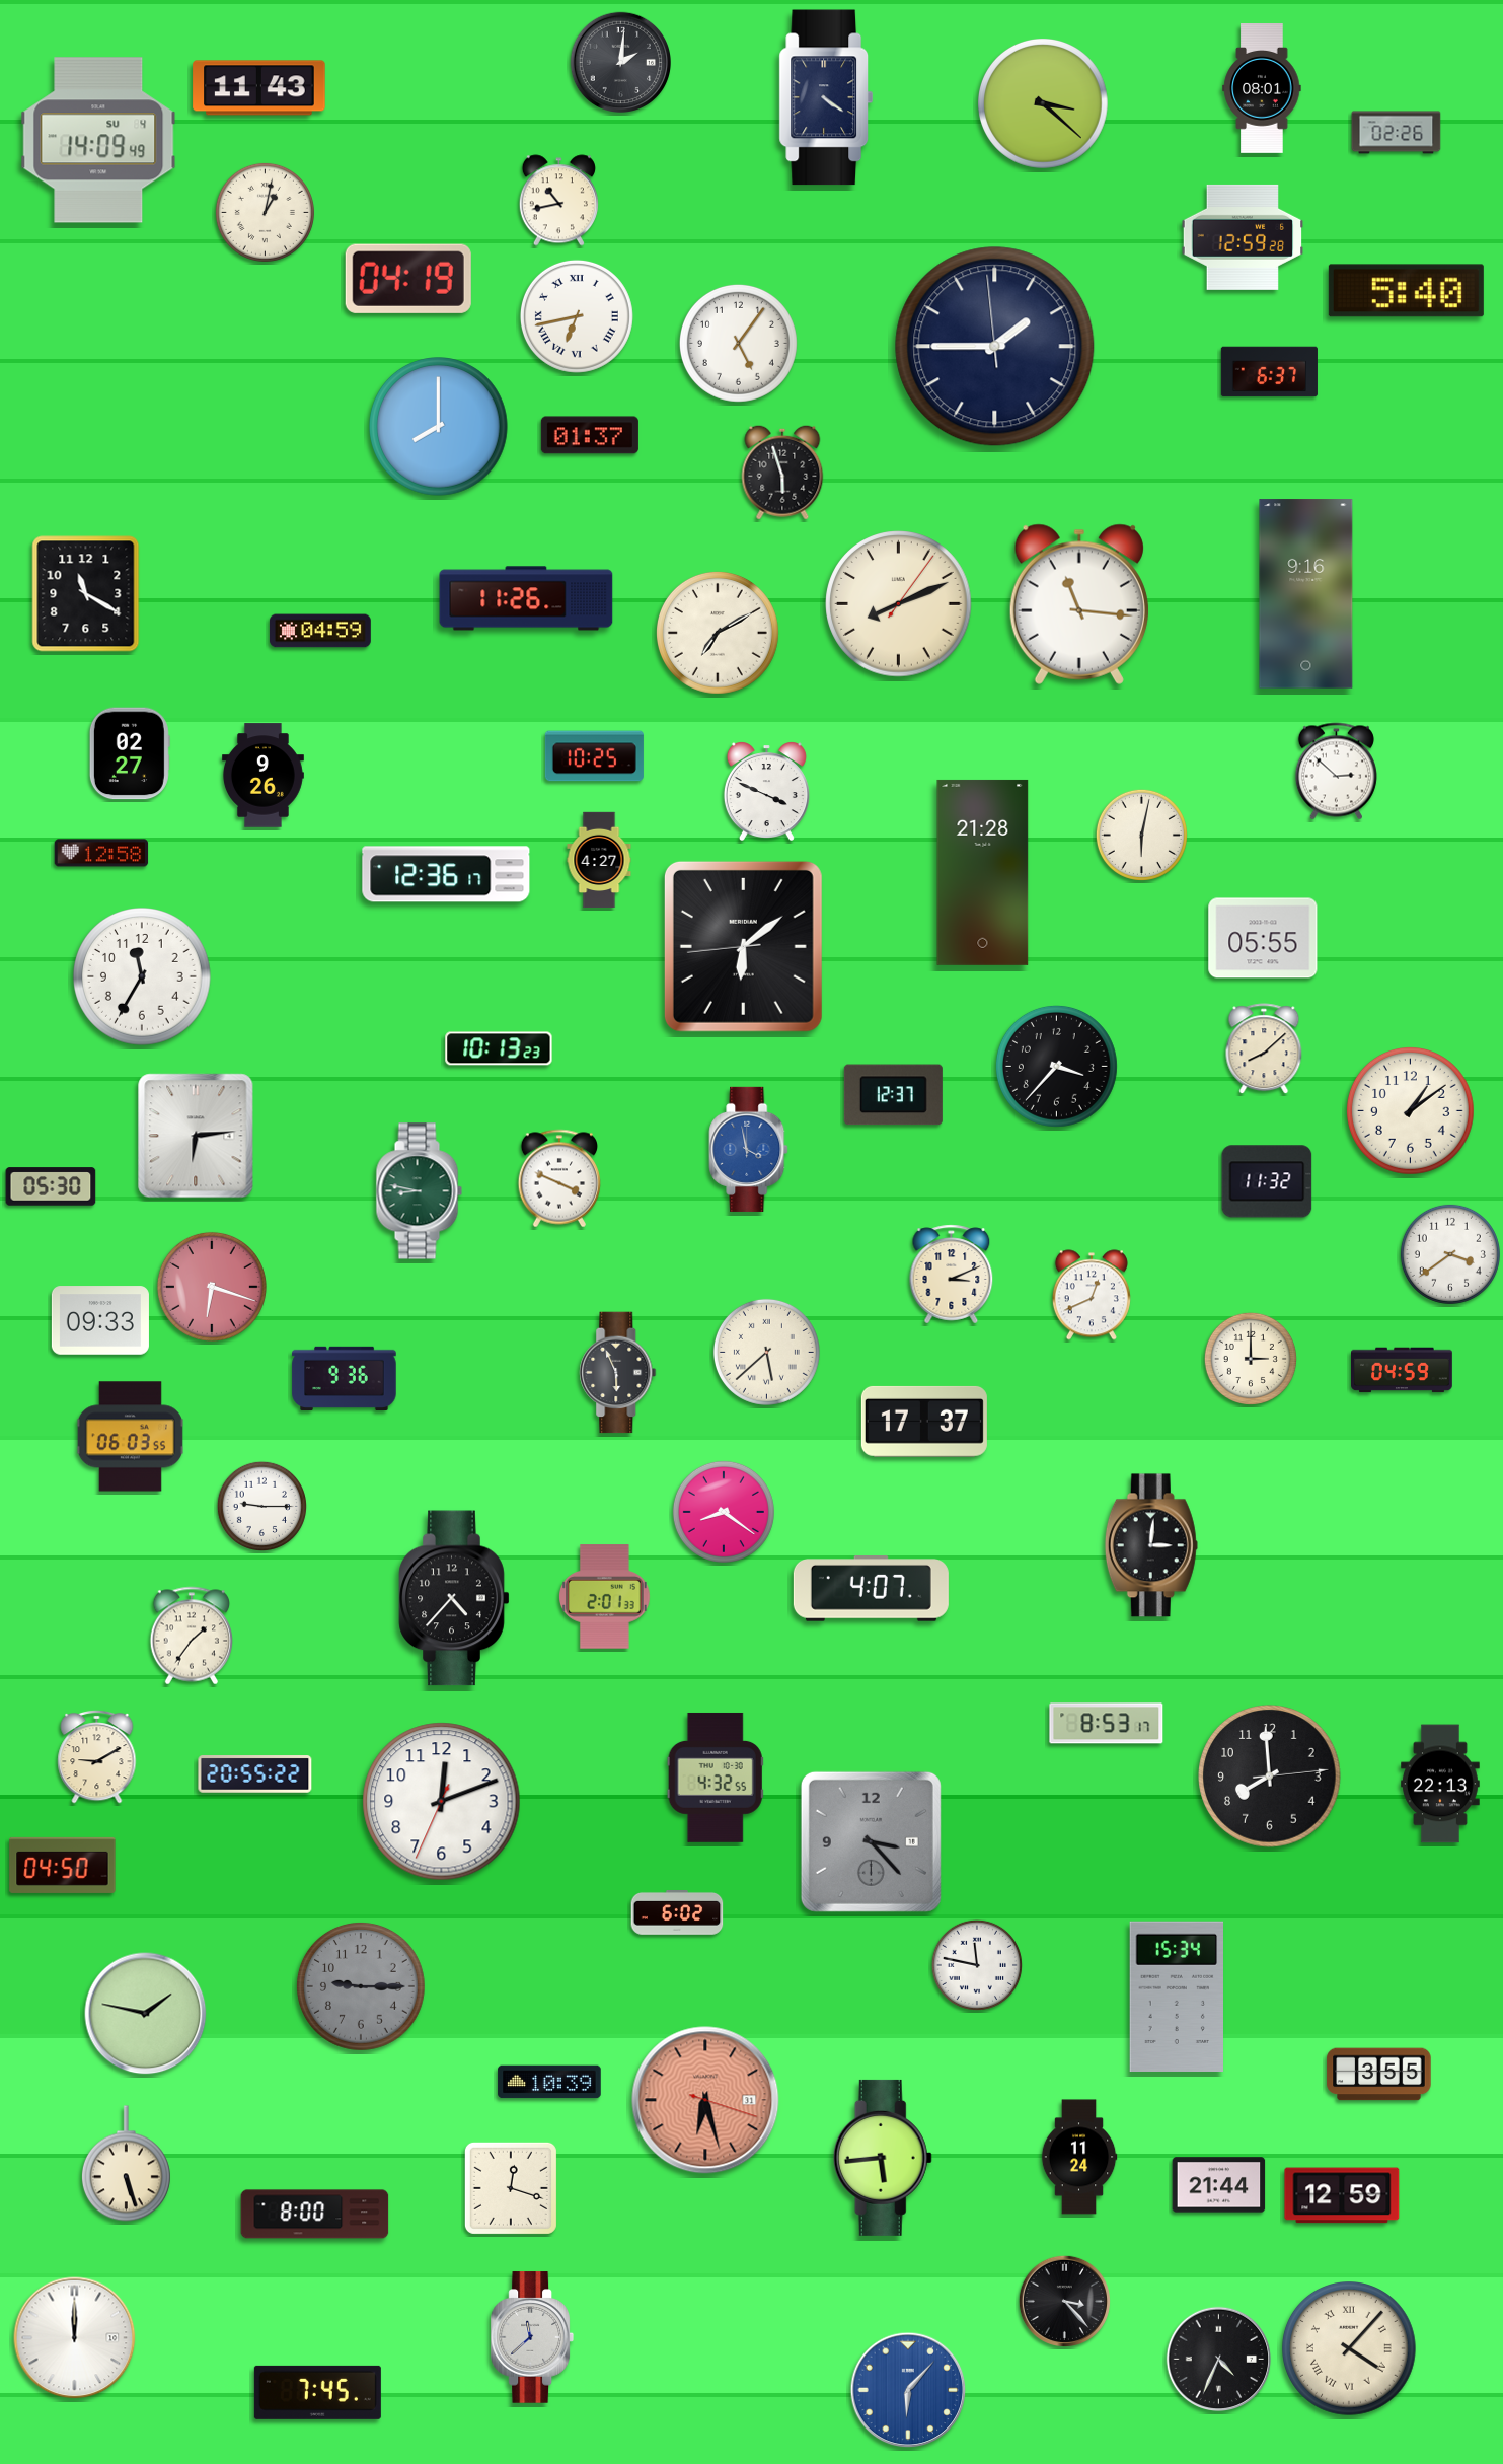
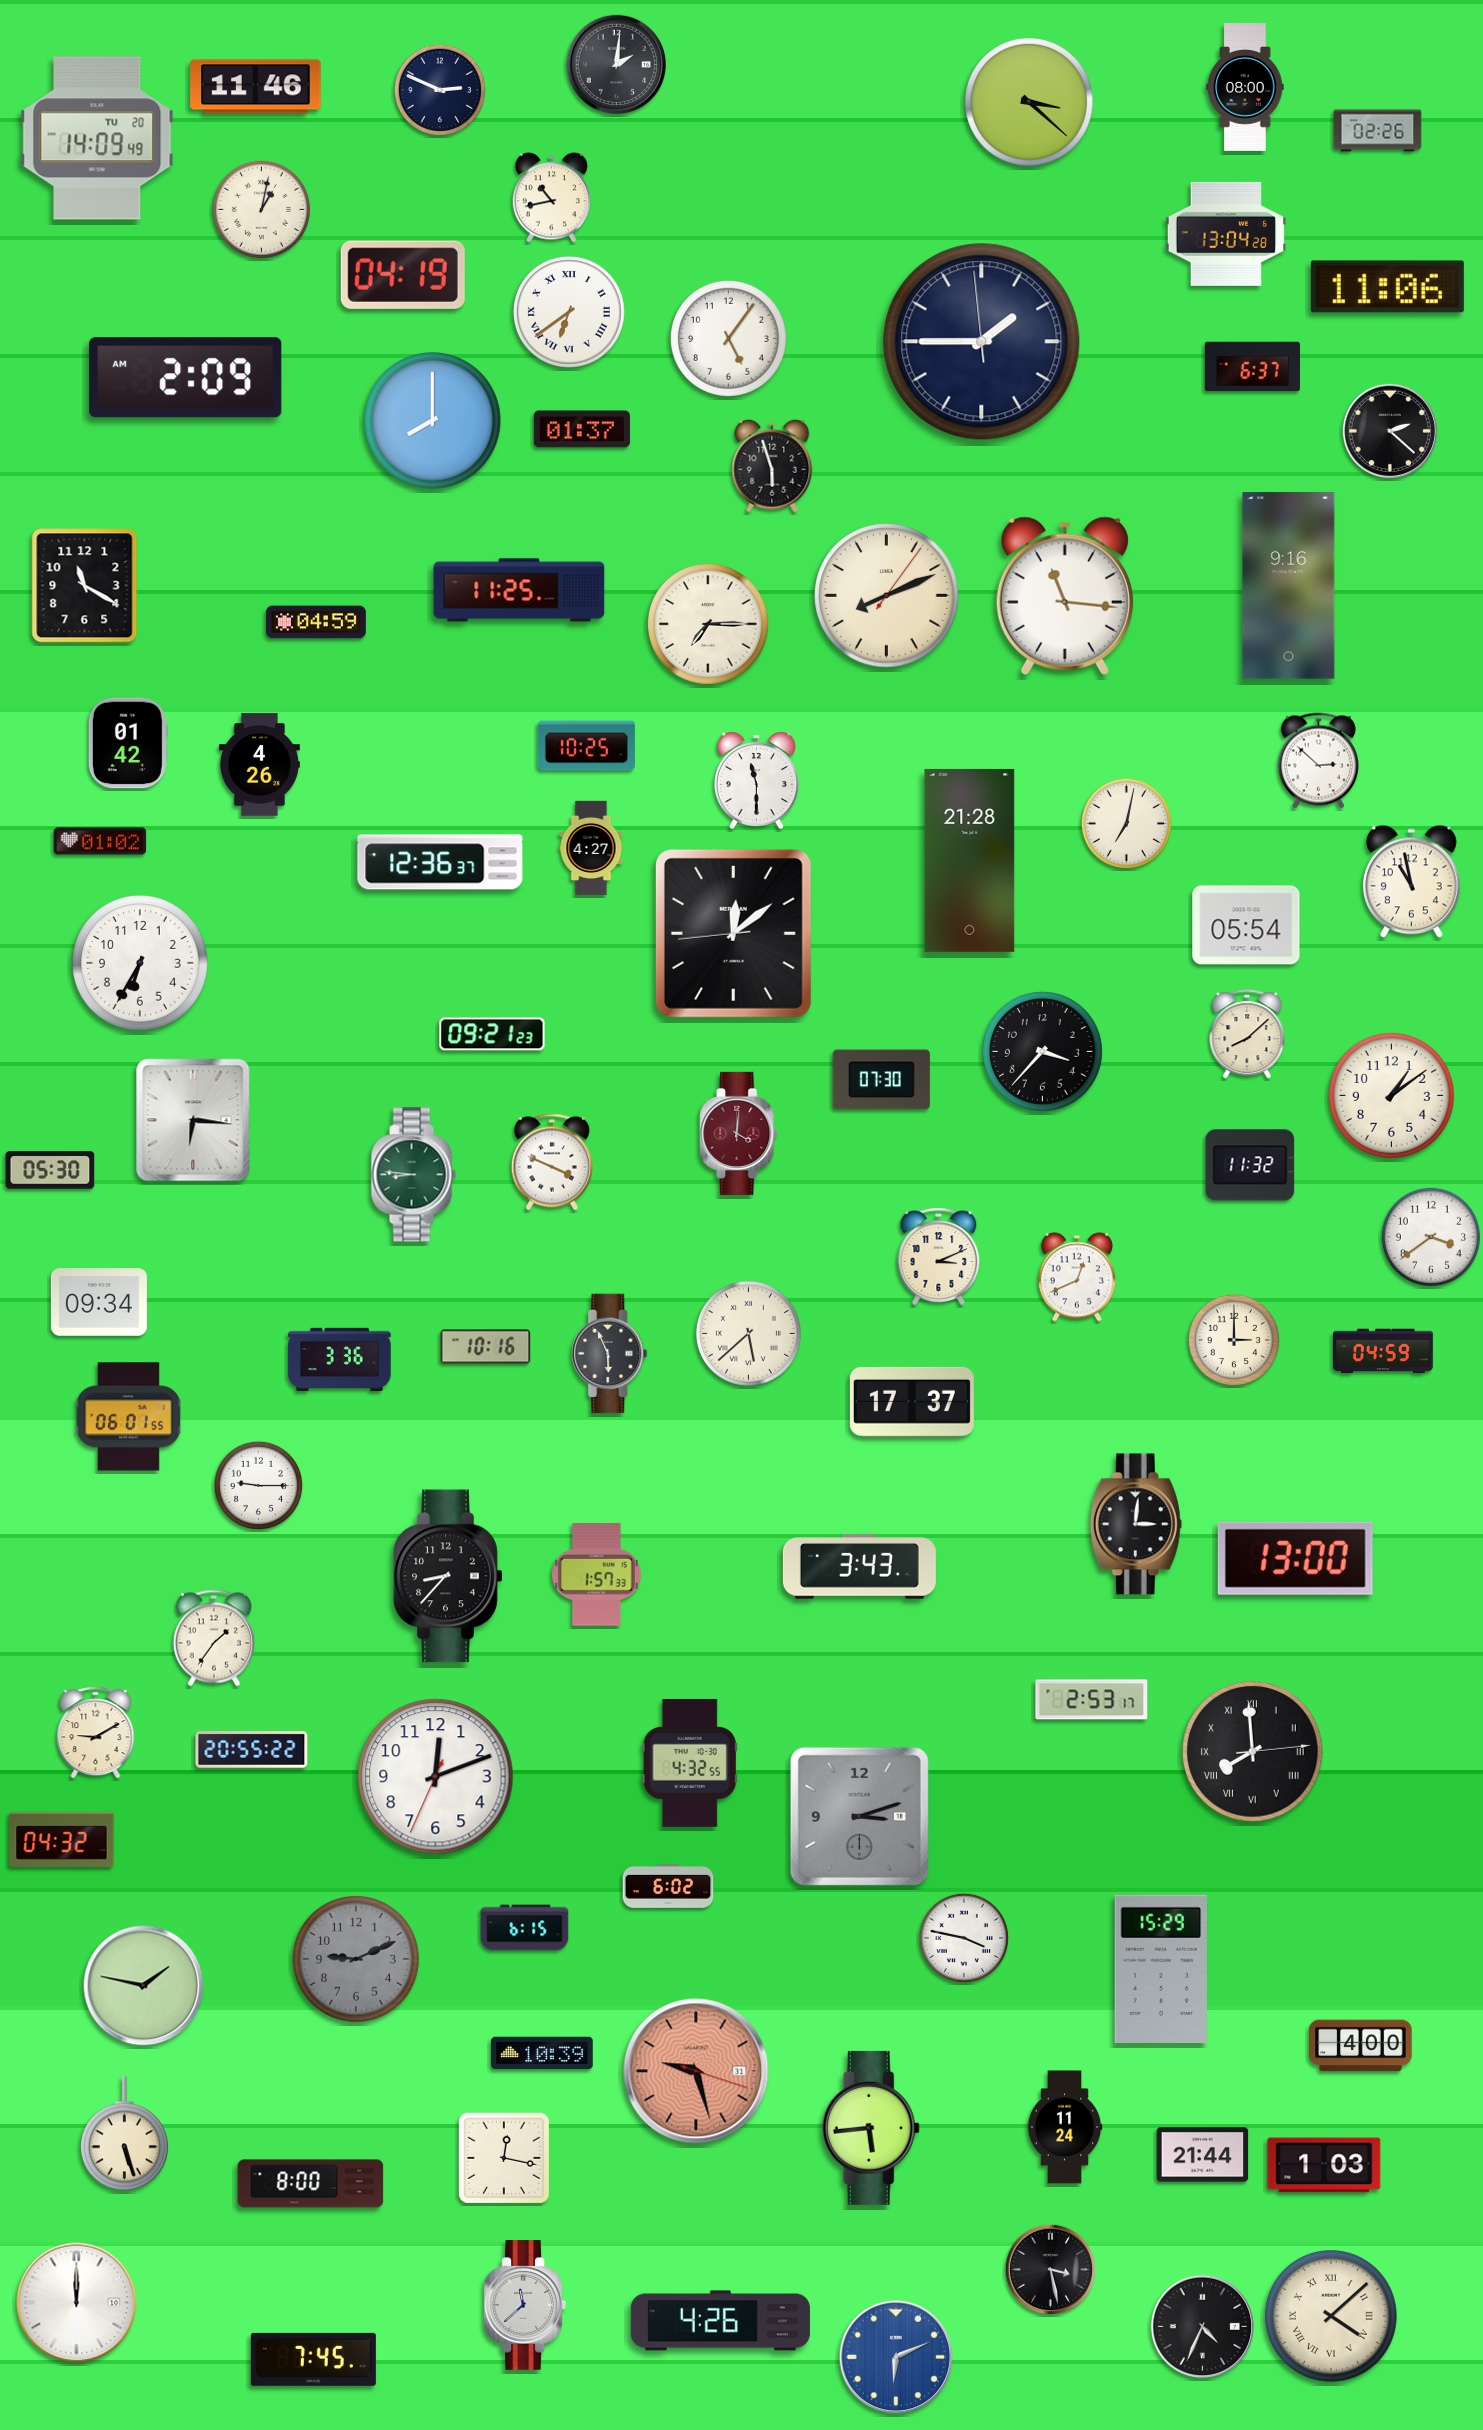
clock at (621, 63) position: (621, 63) -> (617, 65)
clock at (259, 88): 11:43 -> 11:46
clock at (1262, 89): 08:01 -> 08:00
clock at (440, 90): none -> 2:49
clock at (826, 97): 4:21 -> none
clock at (98, 140) date: SU 4 -> TU 20
clock at (1243, 237): 12:59 -> 13:04
clock at (1406, 291): 5:40 -> 11:06
clock at (577, 316): 6:43 -> 6:39
clock at (186, 378): none -> 2:09
clock at (1389, 430): none -> 2:22
clock at (526, 598): 11:26 -> 11:25
clock at (718, 633): 7:10 -> 7:15
clock at (130, 753): 02:27 -> 01:42
clock at (262, 776): 9:26 -> 4:26
clock at (766, 792): 3:49 -> 11:30
clock at (1141, 835): 6:02 -> 7:02
clock at (101, 853): 12:58 -> 01:02
clock at (446, 874): 12:36:17 -> 12:36:37
clock at (1412, 882): none -> 10:58
clock at (1263, 938): 05:55 -> 05:54
clock at (743, 946): 6:08 -> 12:08
clock at (143, 977): 11:35 -> 6:35
clock at (499, 1048): 10:13 -> 09:21
clock at (893, 1095): 12:37 -> 07:30
clock at (196, 1136): 6:14 -> 6:16
clock at (749, 1149): 3:58 -> 4:01
clock at (749, 1149) dial: blue -> burgundy
clock at (419, 1191): 8:47 -> 8:46
clock at (212, 1287): 6:18 -> none
clock at (100, 1320): 09:33 -> 09:34
clock at (766, 1352) position: (766, 1352) -> (748, 1333)
clock at (486, 1347): none -> 10:16
clock at (345, 1378): 9:36 -> 3:36
clock at (130, 1437): 06:03 -> 06:01
clock at (724, 1512): 8:21 -> none
clock at (1295, 1558): none -> 13:00
clock at (871, 1589): 4:07 -> 3:43
clock at (605, 1597): 2:01 -> 1:57
clock at (454, 1598): 4:37 -> 8:37
clock at (191, 1636) position: (191, 1636) -> (213, 1638)
clock at (1107, 1724): 8:53 -> 2:53
clock at (1270, 1777) numerals: Arabic -> Roman
clock at (716, 1778) position: (716, 1778) -> (690, 1763)
clock at (1441, 1784): 22:13 -> none
clock at (871, 1841): 3:23 -> 3:12
clock at (63, 1865): 04:50 -> 04:32
clock at (525, 1928): none -> 6:15
clock at (977, 1965): 11:47 -> 3:47
clock at (361, 1986): 9:15 -> 9:11
clock at (1176, 1996): 15:34 -> 15:29
clock at (1379, 2075): 3:55 -> 4:00
clock at (705, 2100): 6:27 -> 9:27
clock at (511, 2188): 12:18 -> 12:17
clock at (1342, 2195): 12:59 -> 1:03
clock at (1064, 2301): 3:23 -> 3:28
clock at (75, 2338) position: (75, 2338) -> (77, 2303)
clock at (1350, 2349): 4:07 -> 4:08
clock at (720, 2321): none -> 4:26
clock at (908, 2390): 6:07 -> 6:11
